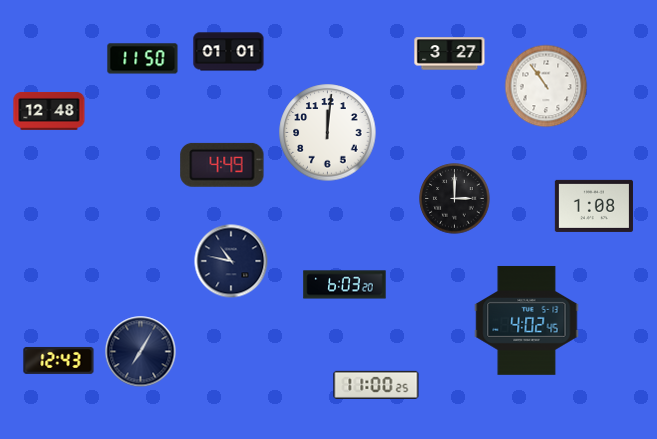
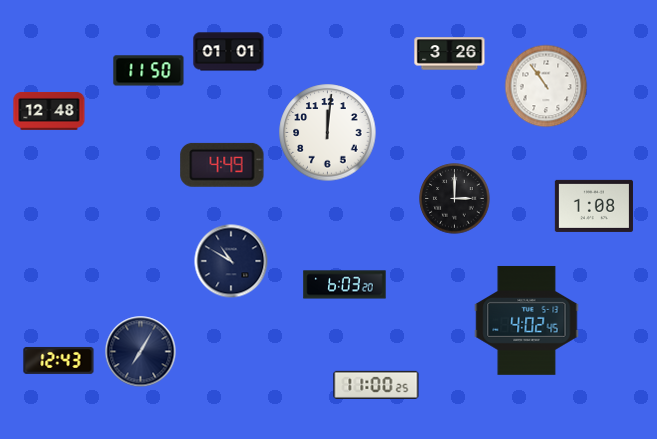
clock at (450, 54): 3:27 -> 3:26
clock at (143, 59) position: (143, 59) -> (149, 71)
clock at (231, 261): 10:47 -> 10:50
